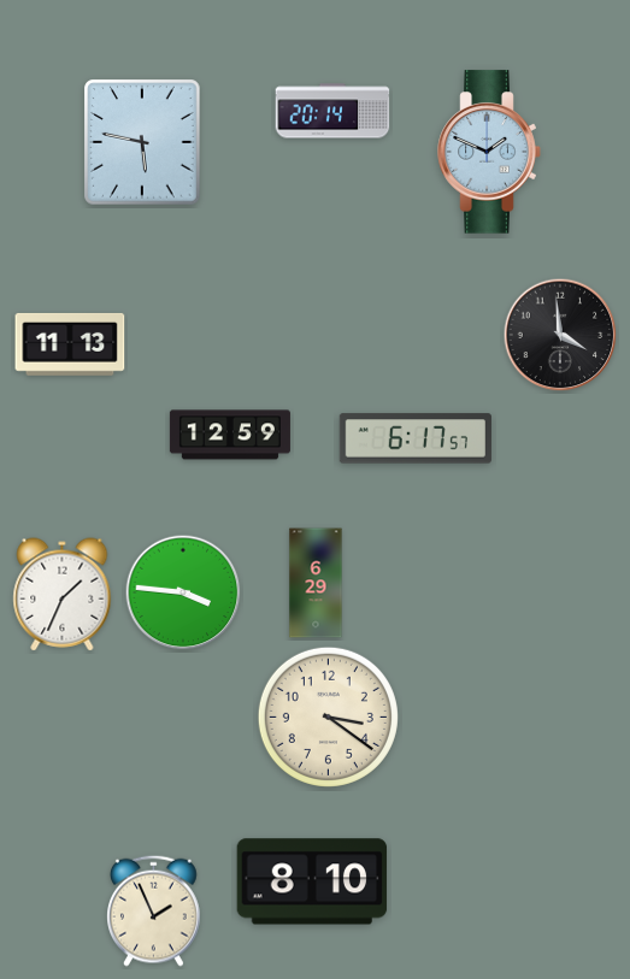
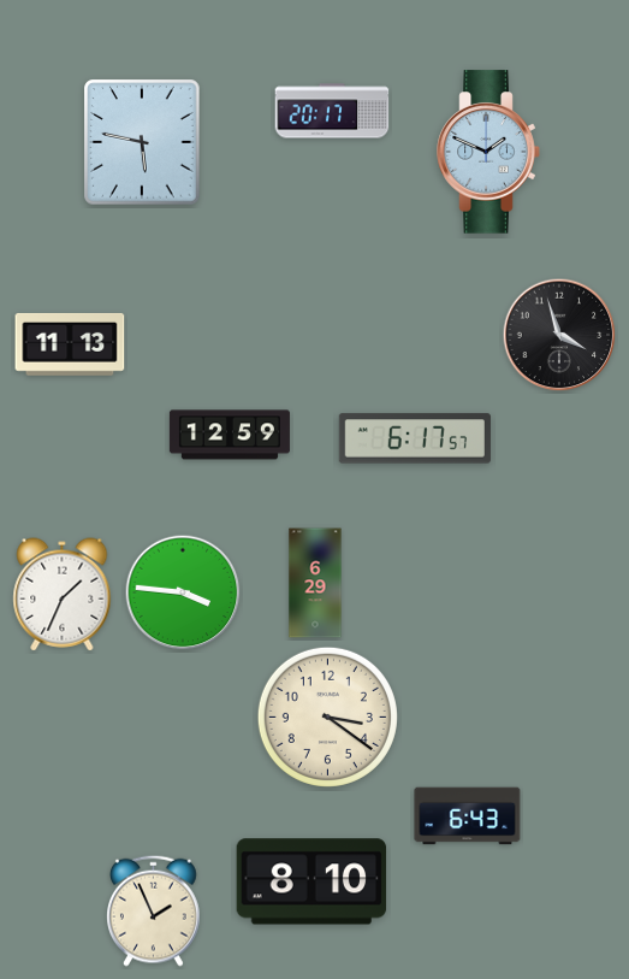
clock at (332, 111): 20:14 -> 20:17
clock at (560, 335): 3:59 -> 3:57
clock at (468, 816): none -> 6:43
